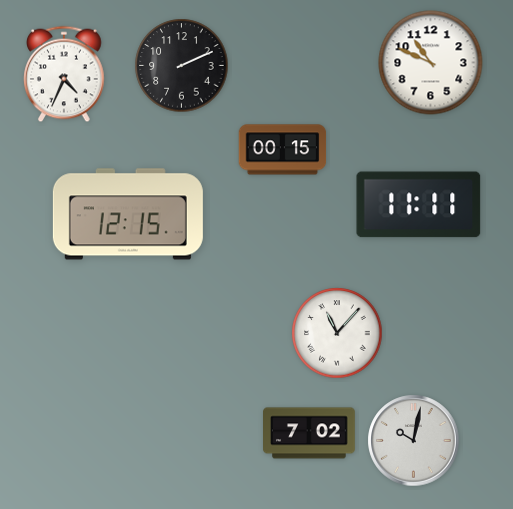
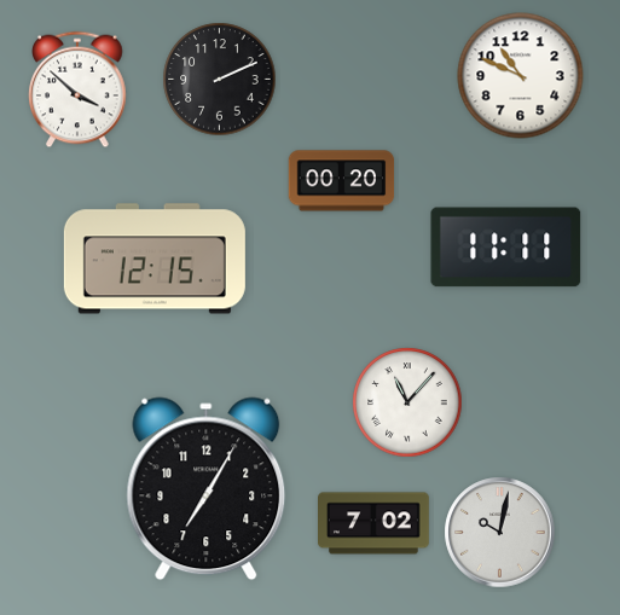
clock at (64, 74): 4:34 -> 3:52
clock at (283, 150): 00:15 -> 00:20
clock at (207, 489): none -> 7:05
